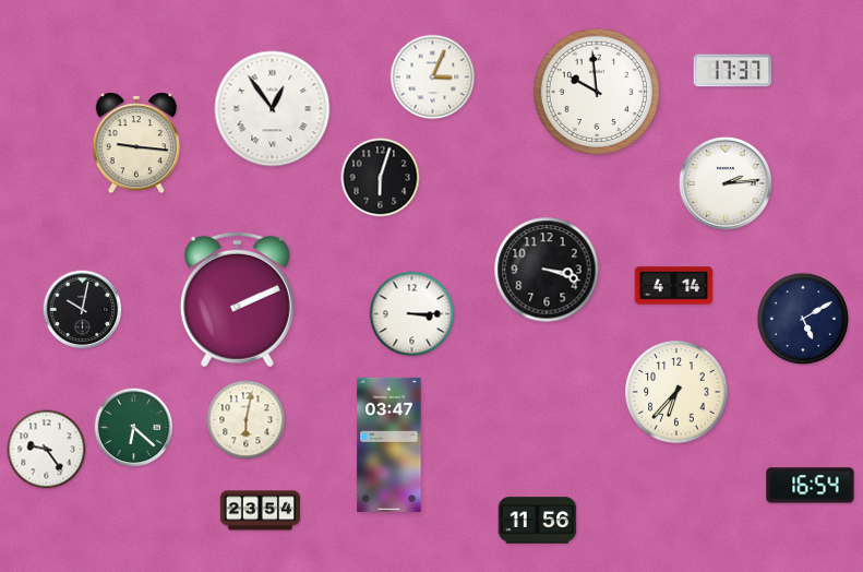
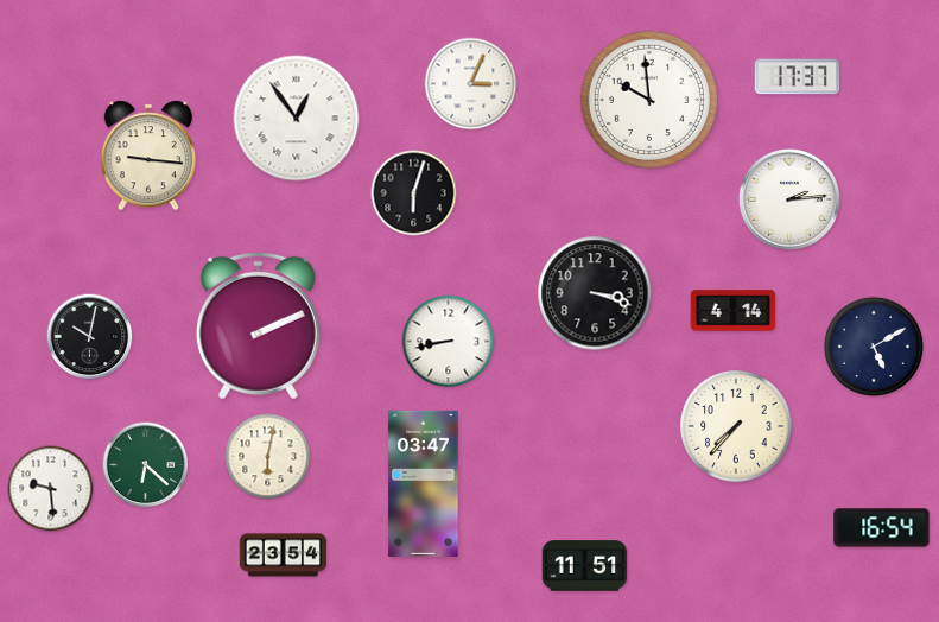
clock at (412, 314): 3:15 -> 8:43
clock at (676, 392): 6:37 -> 7:37
clock at (47, 450): 9:24 -> 9:29
clock at (538, 521): 11:56 -> 11:51
